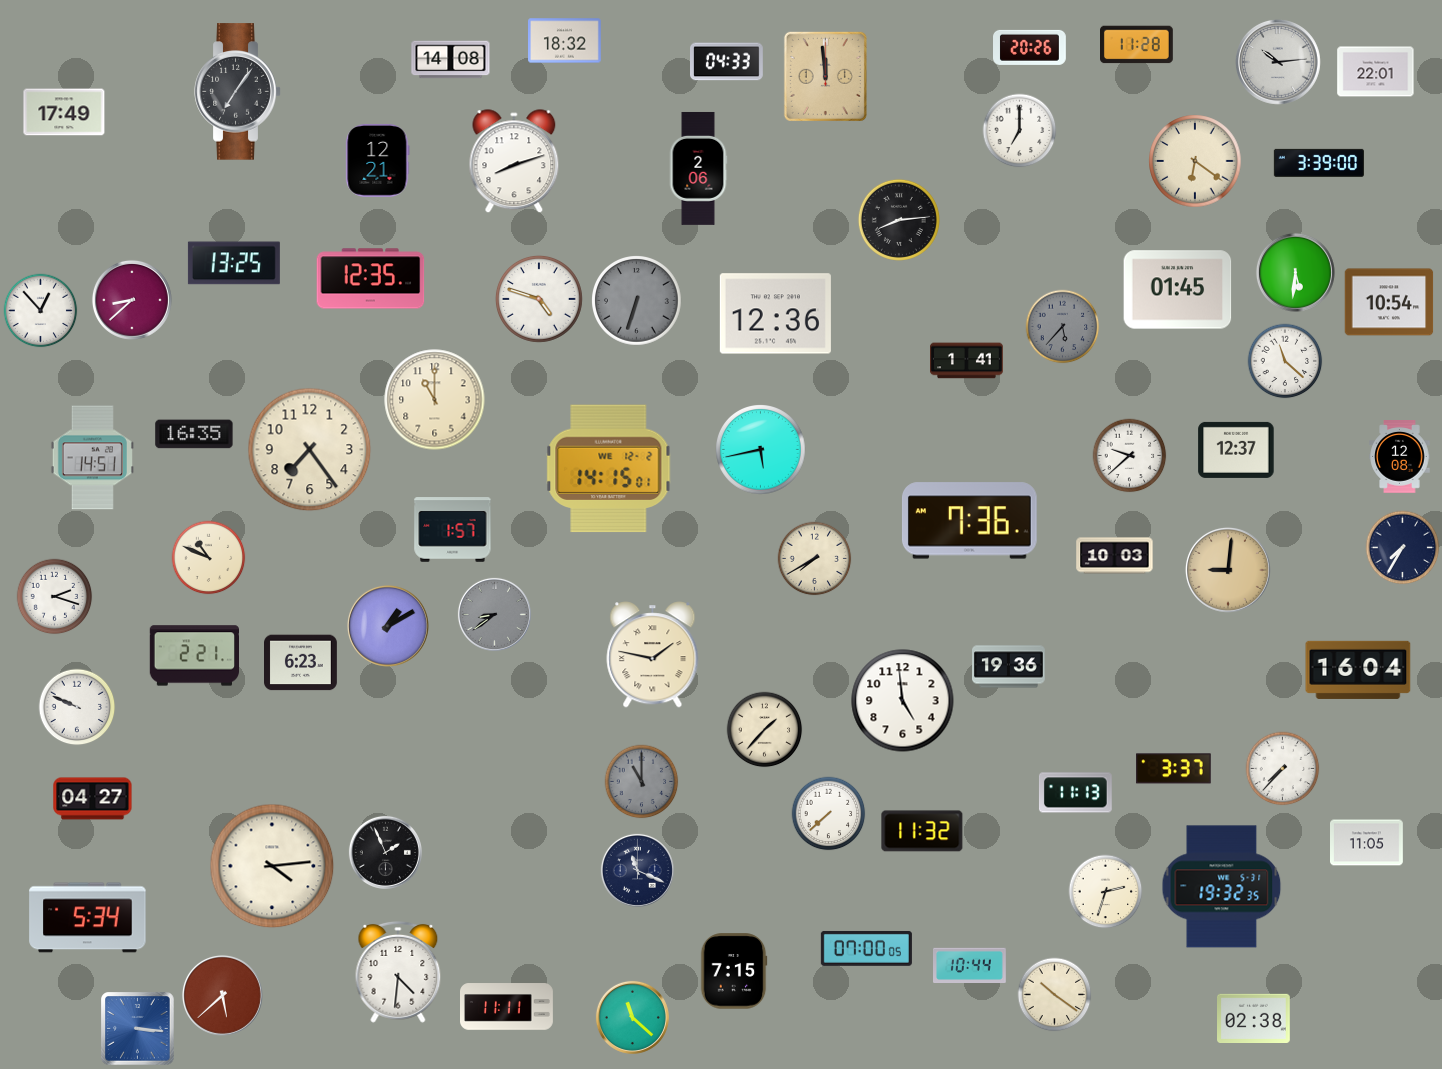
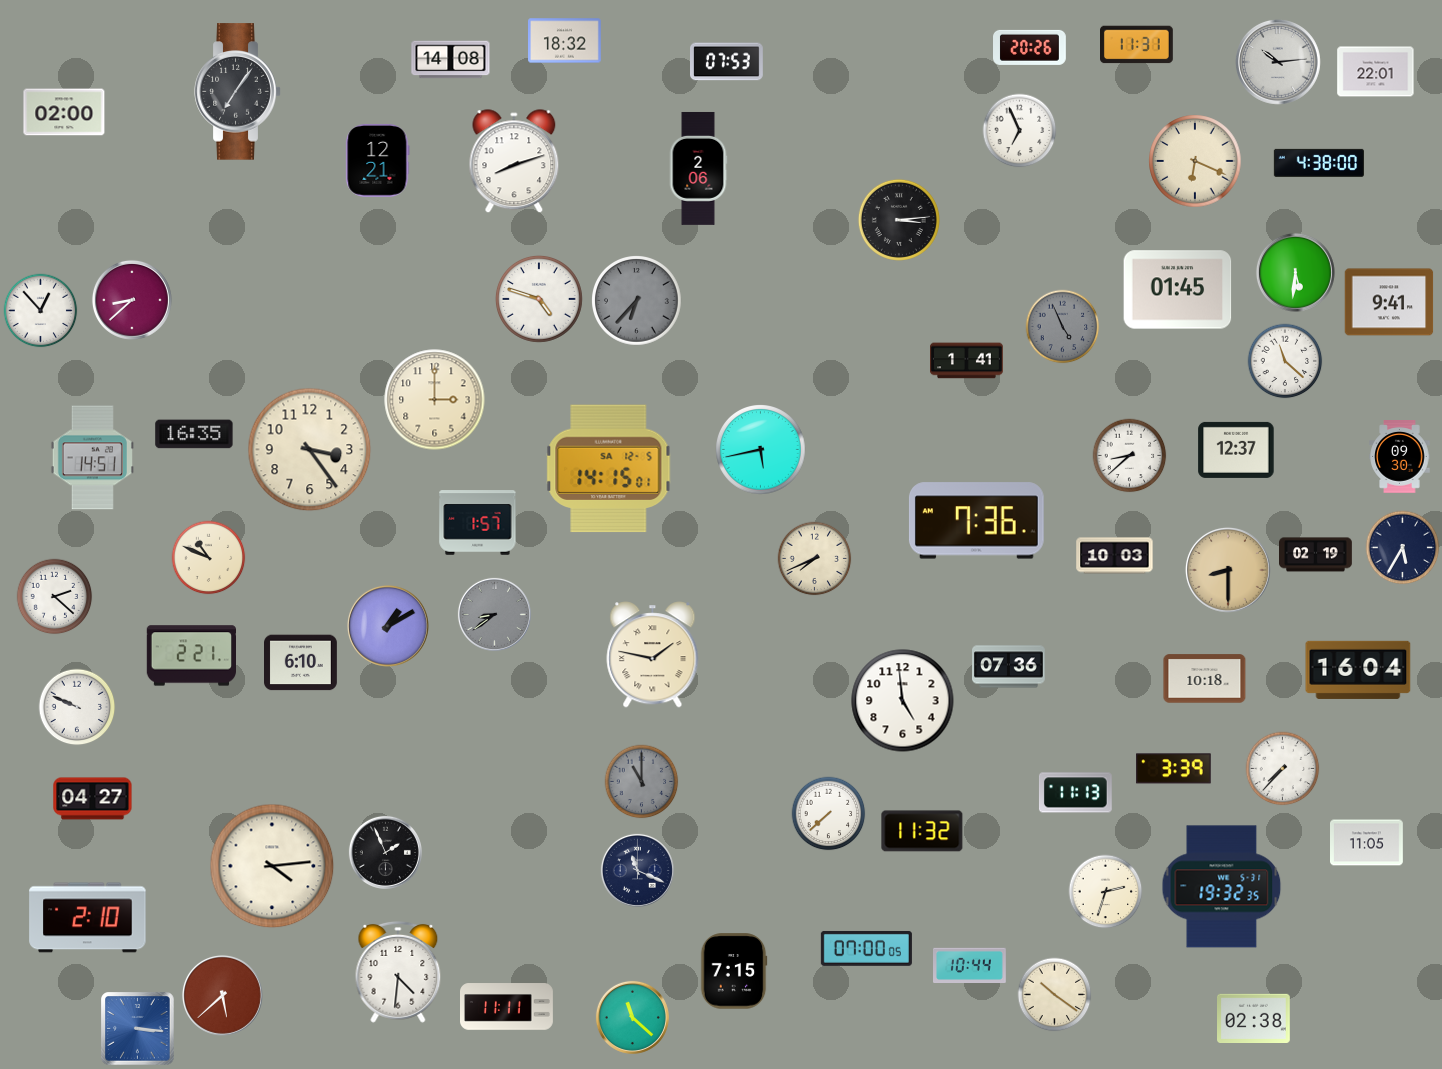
clock at (1137, 45): 11:28 -> 11:31
clock at (727, 62): 04:33 -> 07:53
clock at (825, 76): 11:59 -> none
clock at (64, 112): 17:49 -> 02:00
clock at (1020, 131): 7:00 -> 6:56
clock at (1195, 161): 6:21 -> 6:19
clock at (1319, 163): 3:39 -> 4:38
clock at (899, 220): 8:14 -> 3:14
clock at (234, 263): 13:25 -> none
clock at (371, 279): 12:35 -> none
clock at (637, 301): 6:33 -> 6:37
clock at (1389, 302): 10:54 -> 9:41
clock at (775, 314): 12:36 -> none
clock at (1063, 327): 5:37 -> 4:56
clock at (435, 400): 11:00 -> 3:00
clock at (310, 450): 7:24 -> 3:24
clock at (1130, 456): 9:38 -> 8:38
clock at (1400, 457): 12:08 -> 09:30
clock at (609, 469) date: WE 12-2 -> SA 12-5
clock at (969, 521) position: (969, 521) -> (976, 521)
clock at (453, 530) position: (453, 530) -> (478, 523)
clock at (1403, 548): 7:35 -> 5:35
clock at (1316, 555): none -> 02:19
clock at (815, 559): 7:40 -> 7:41
clock at (1228, 570): 9:01 -> 8:30
clock at (55, 597): 2:18 -> 2:22
clock at (194, 656) position: (194, 656) -> (191, 656)
clock at (301, 663): 6:23 -> 6:10
clock at (1009, 667): 19:36 -> 07:36
clock at (1205, 679): none -> 10:18
clock at (765, 730): 1:37 -> none
clock at (1174, 769): 3:37 -> 3:39
clock at (88, 918): 5:34 -> 2:10
